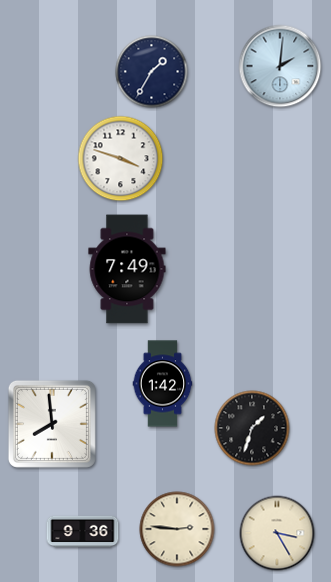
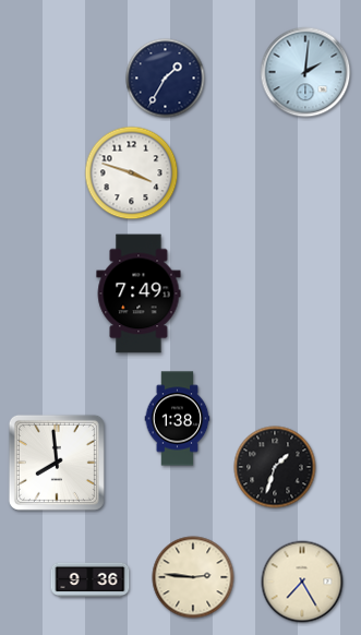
clock at (163, 384): 1:42 -> 1:38
clock at (277, 533): 3:25 -> 7:25
